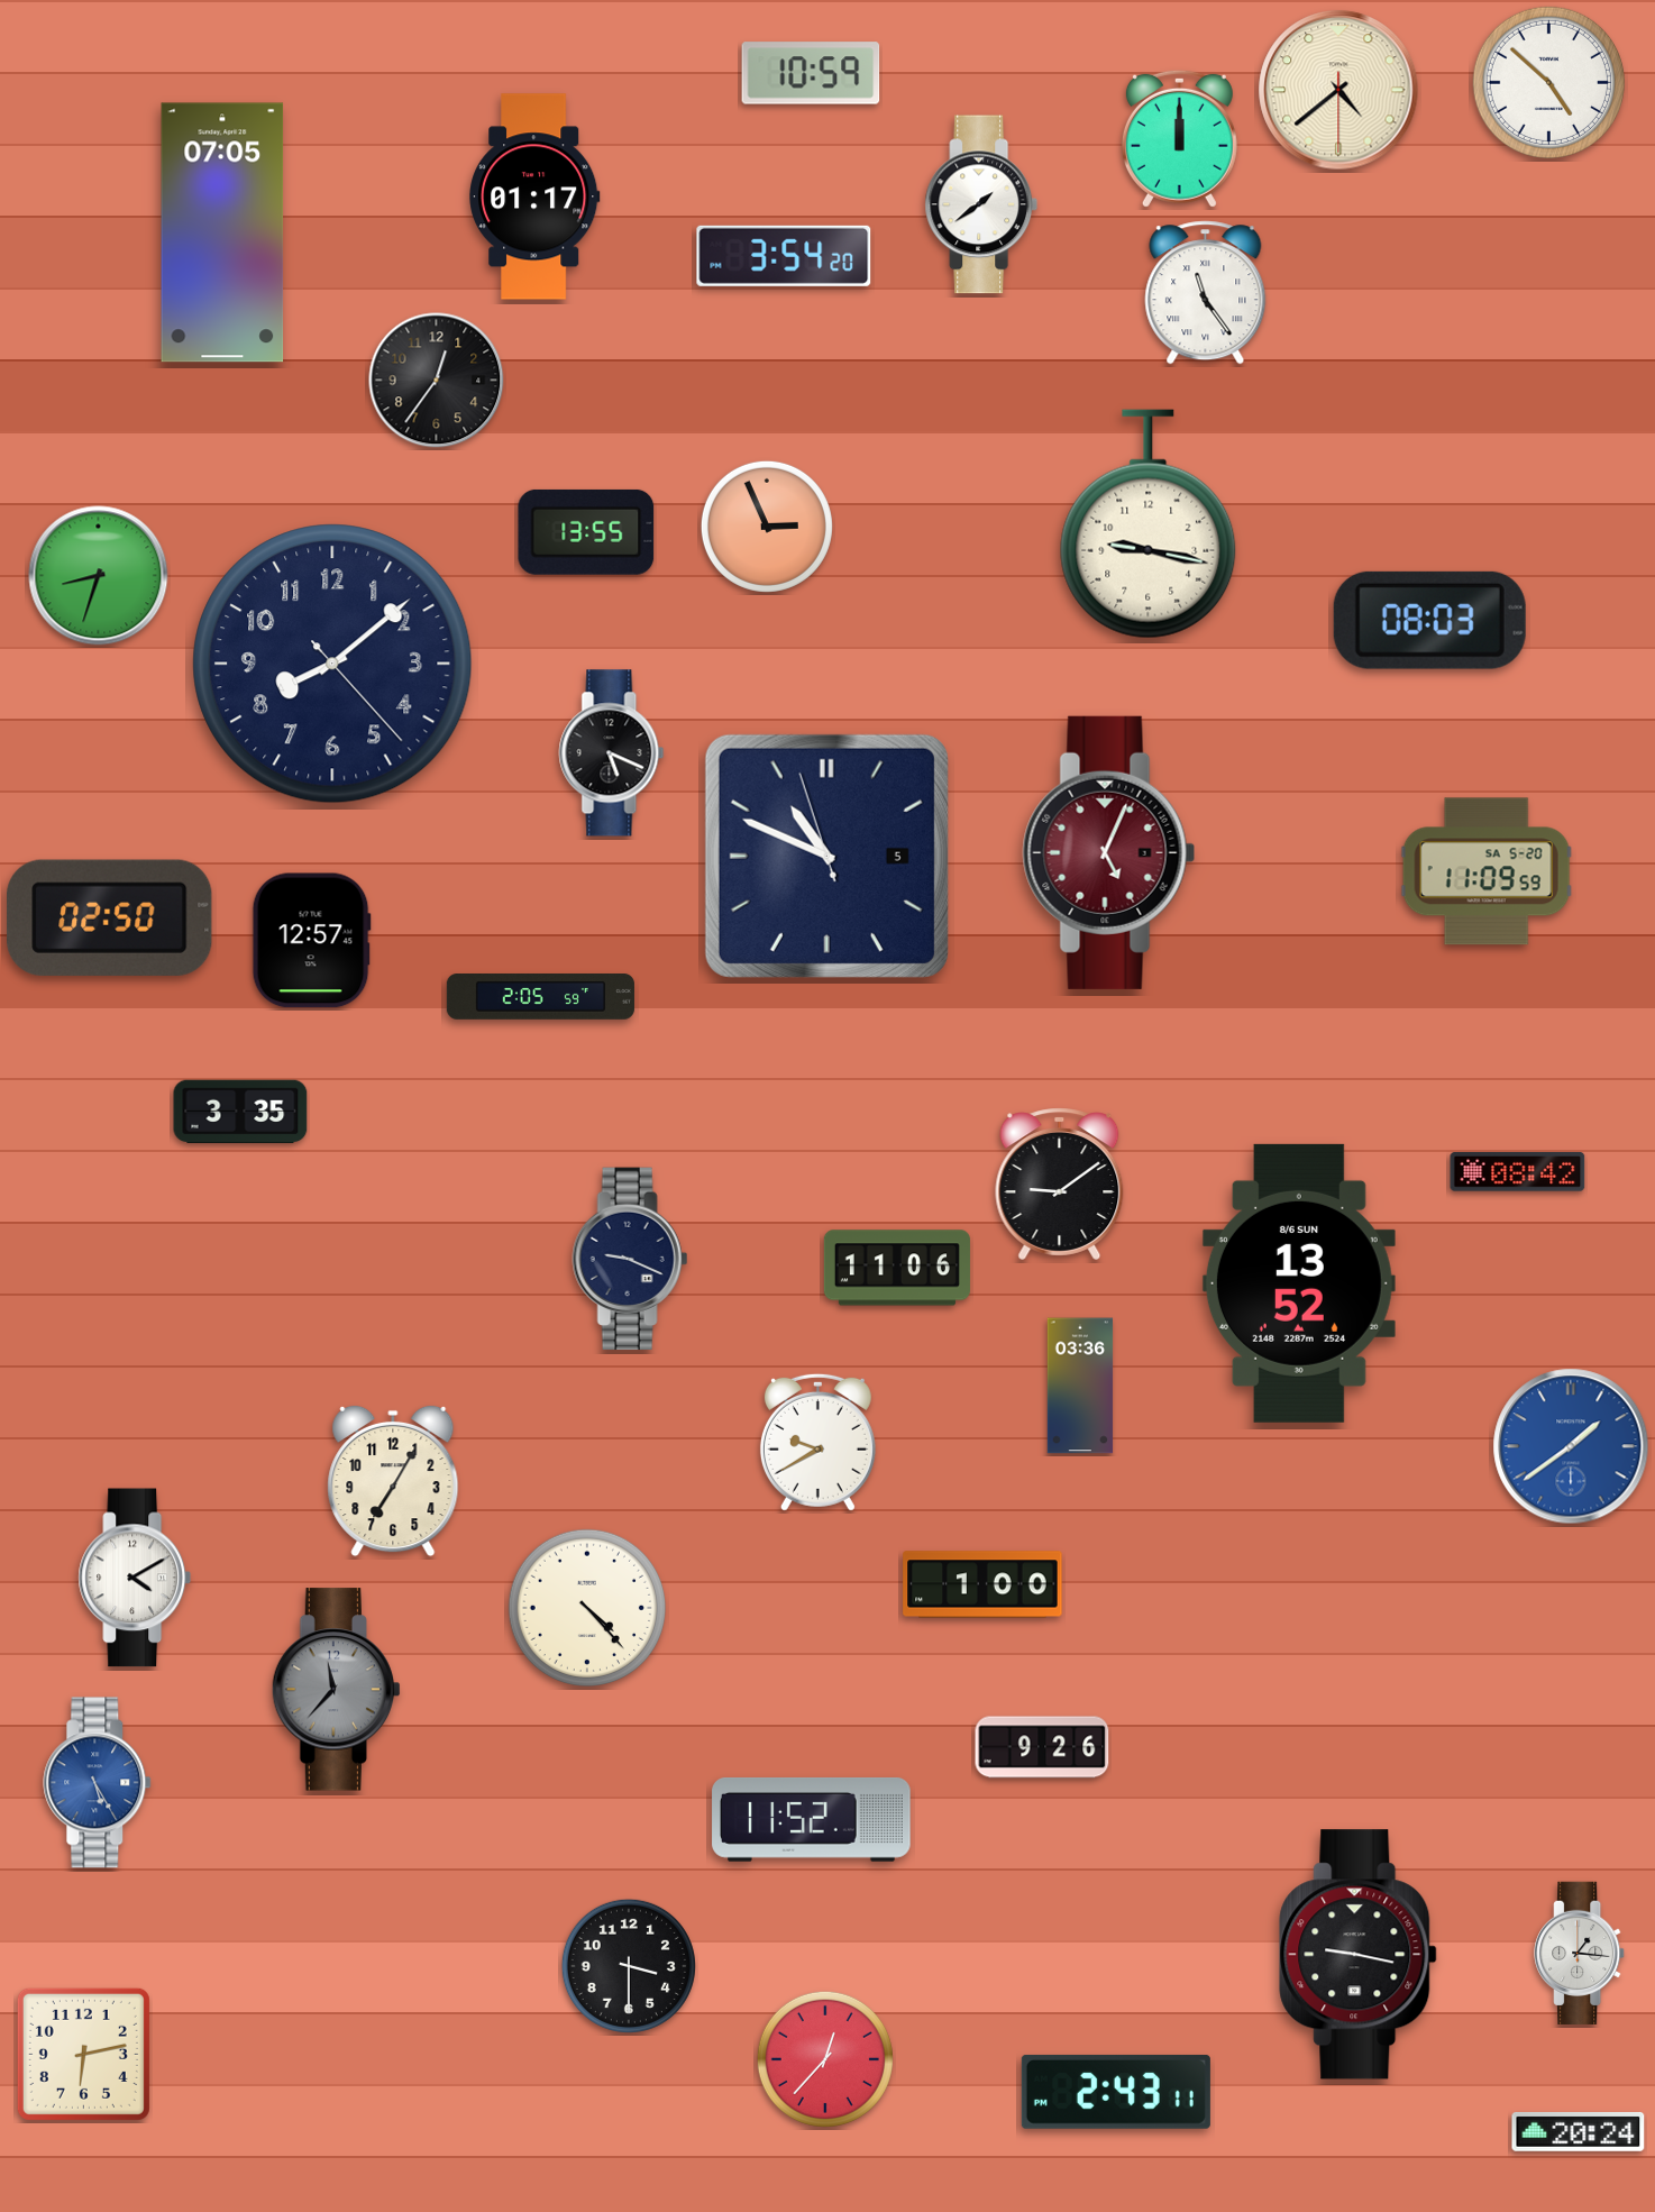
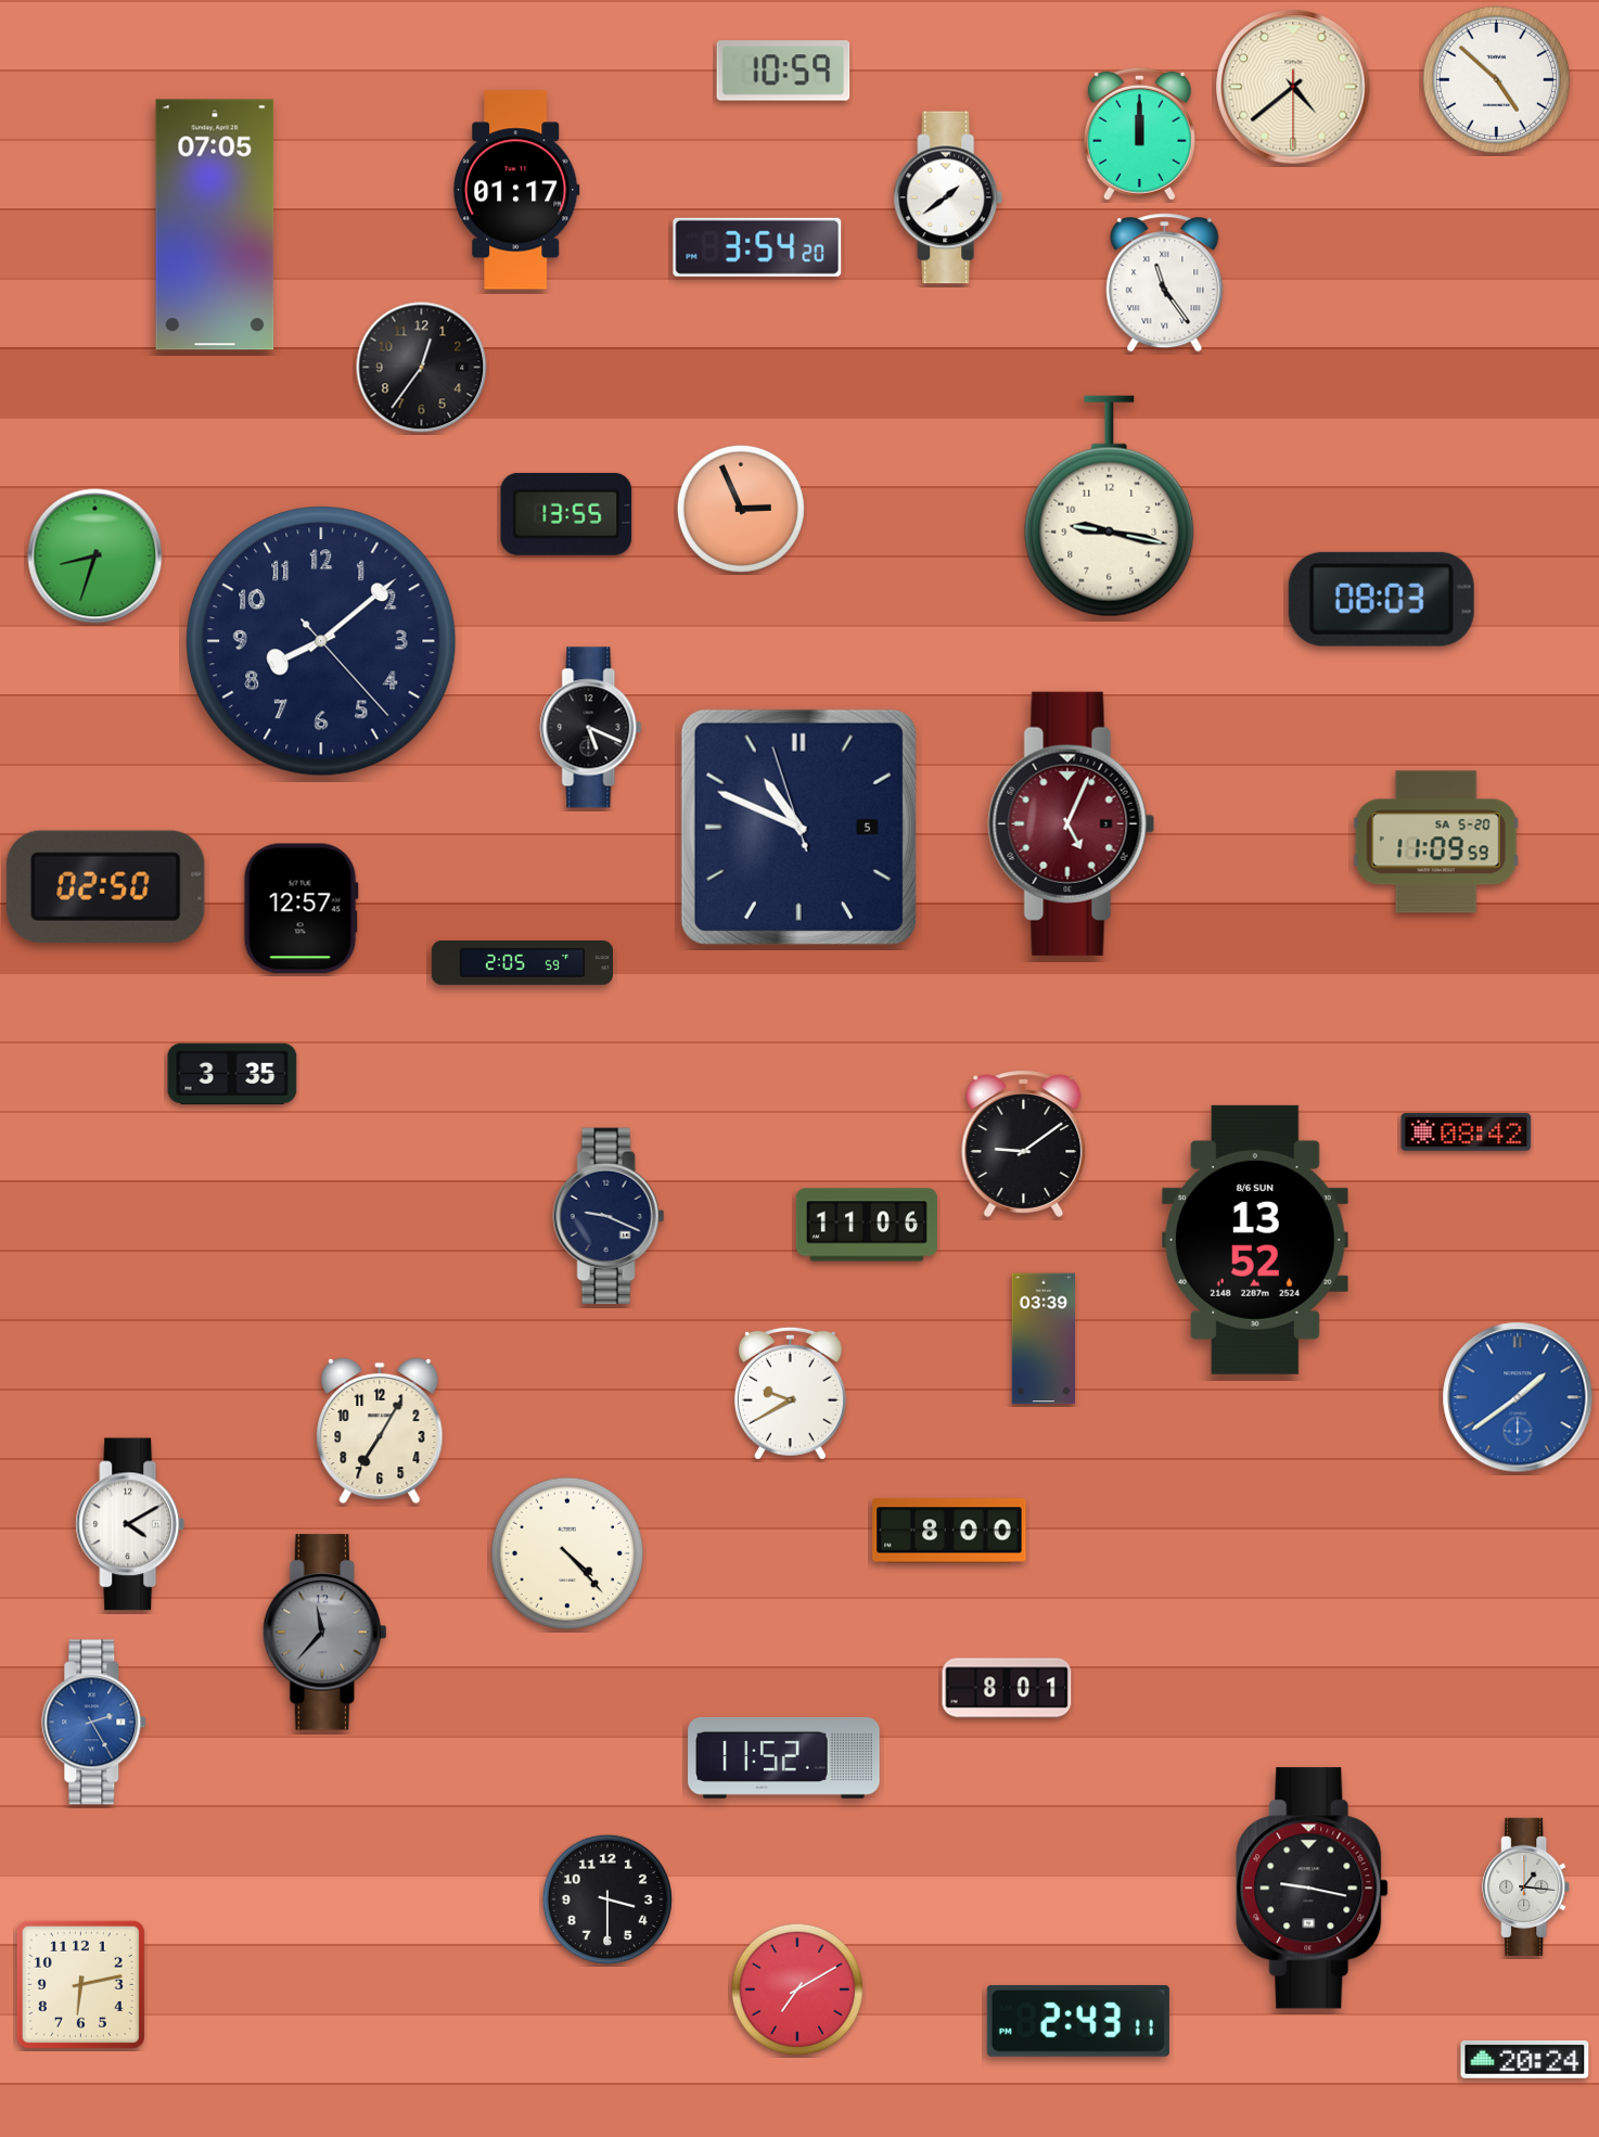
clock at (1080, 1386): 03:36 -> 03:39
clock at (982, 1584): 1:00 -> 8:00
clock at (1042, 1747): 9:26 -> 8:01
clock at (98, 1783): 5:25 -> 2:25
clock at (825, 2059): 12:37 -> 7:10
